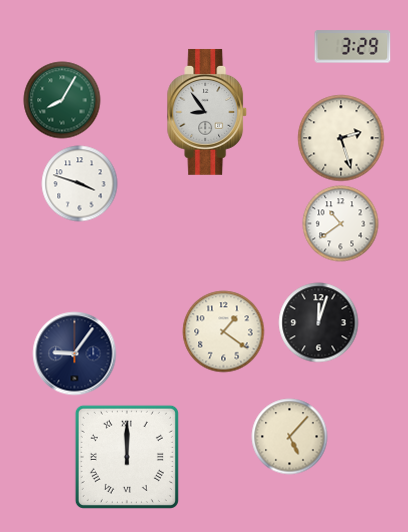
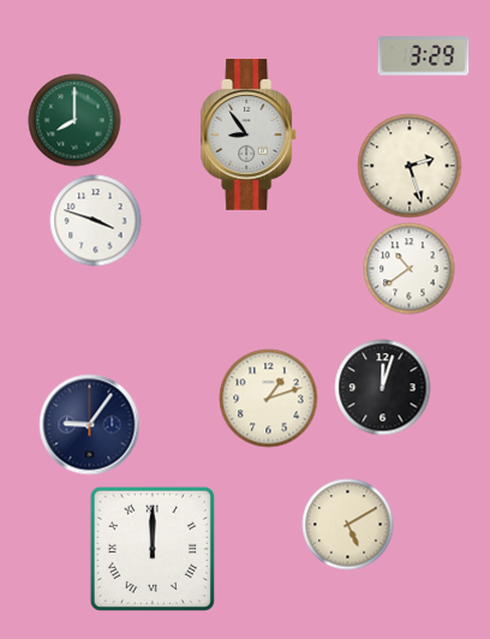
clock at (62, 100): 8:05 -> 8:00
clock at (224, 332): 1:21 -> 1:12
clock at (290, 437): 5:07 -> 5:10
